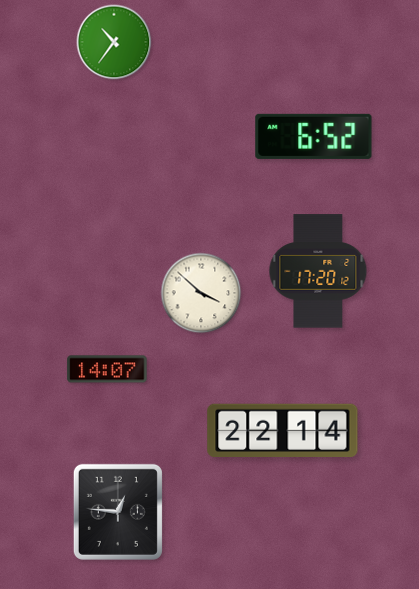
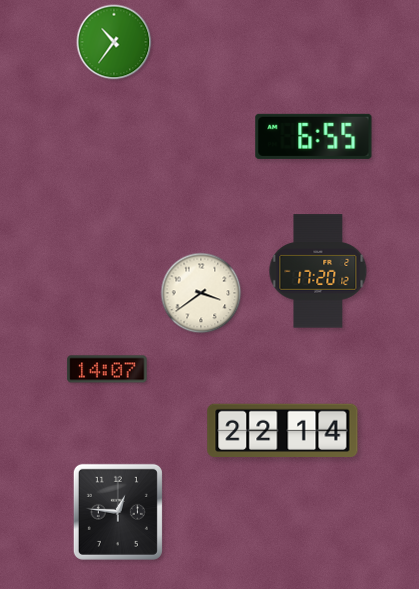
clock at (314, 136): 6:52 -> 6:55
clock at (201, 293): 3:52 -> 3:39
